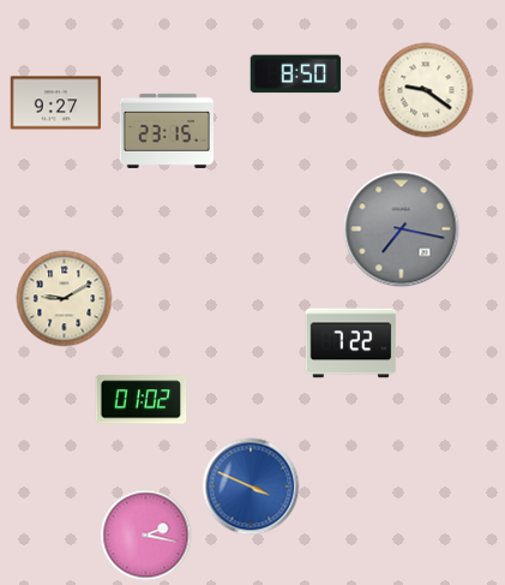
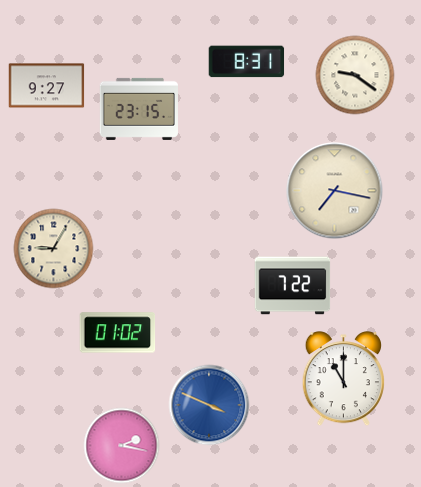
clock at (296, 74): 8:50 -> 8:31
clock at (402, 229) dial: grey -> cream
clock at (65, 299): 9:10 -> 9:05
clock at (343, 379): none -> 11:00
